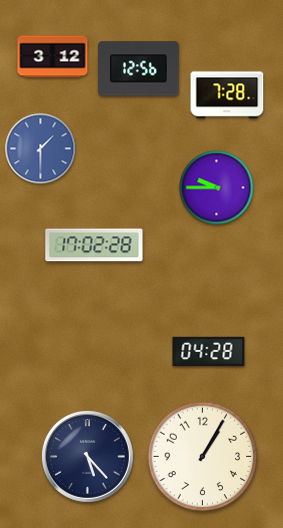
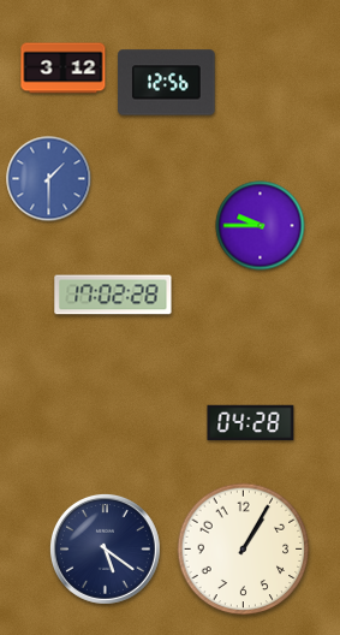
clock at (227, 95): 7:28 -> none
clock at (87, 456): 5:23 -> 5:21
